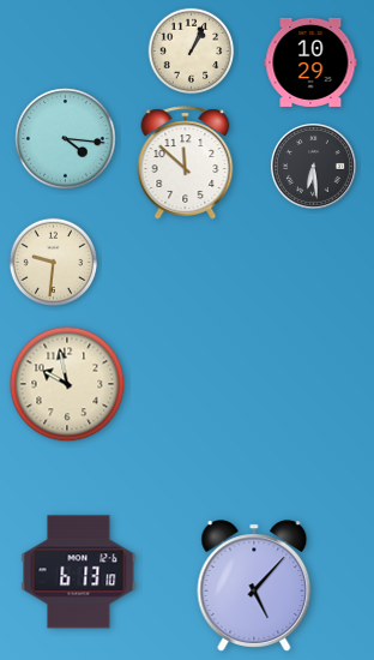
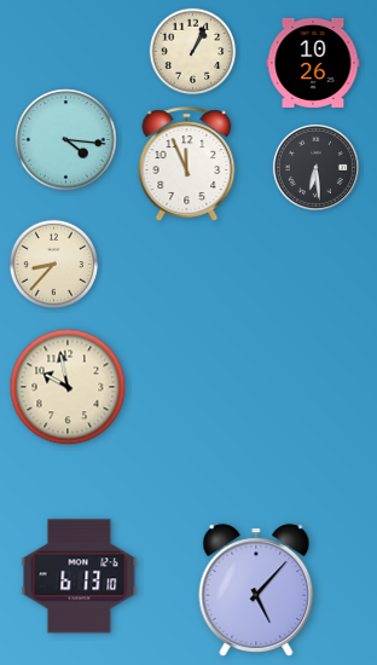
clock at (310, 62): 10:29 -> 10:26
clock at (186, 163): 11:52 -> 11:56
clock at (54, 263): 9:31 -> 8:37
